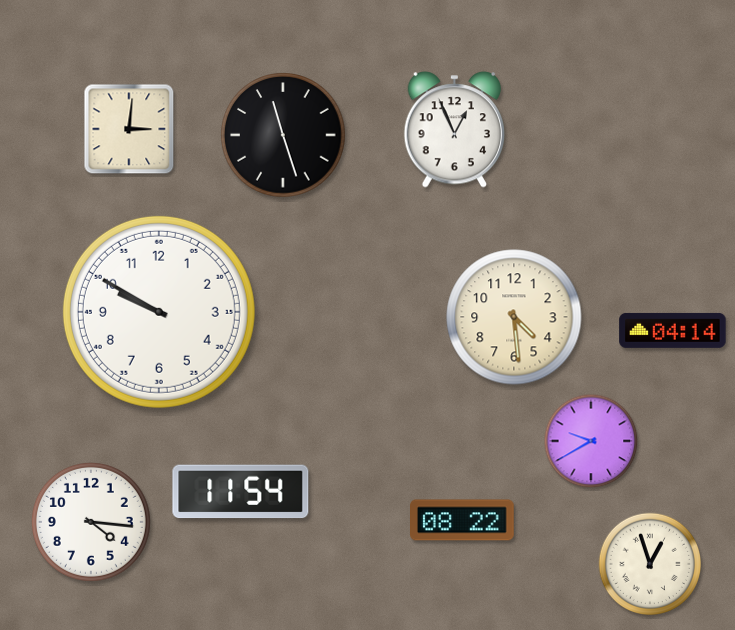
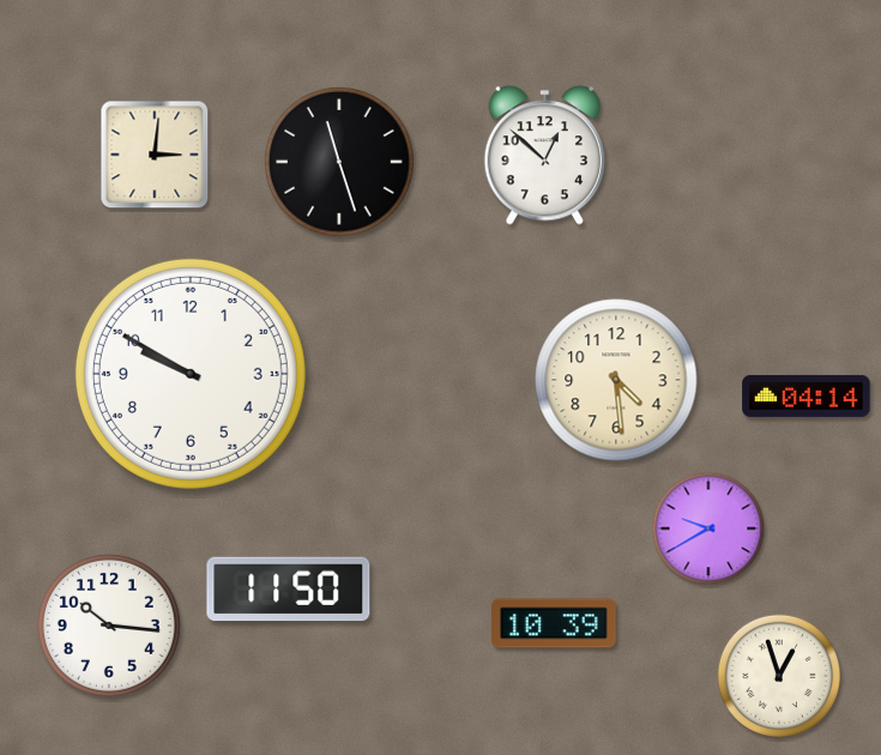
clock at (455, 130): 12:56 -> 12:52
clock at (241, 492): 11:54 -> 11:50
clock at (463, 520): 08:22 -> 10:39
clock at (91, 522): 4:16 -> 10:16
